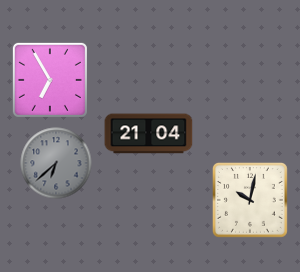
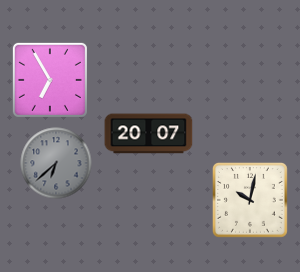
clock at (149, 134): 21:04 -> 20:07
